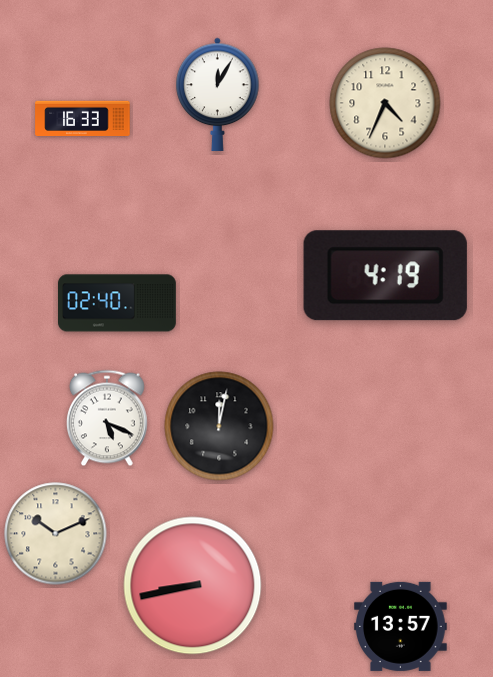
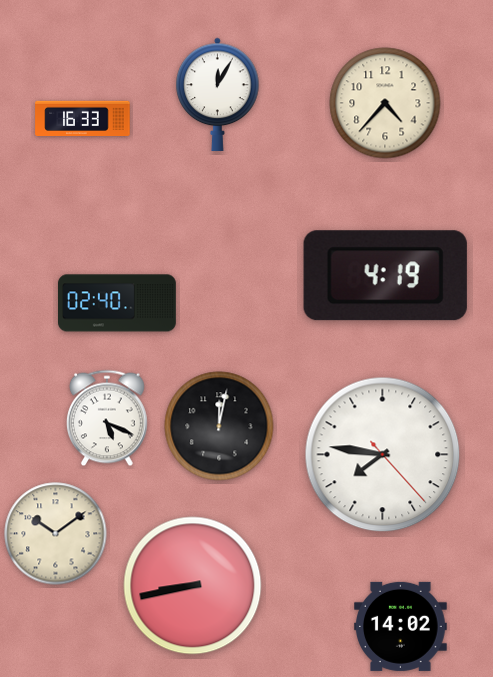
clock at (385, 103): 4:34 -> 4:37
clock at (383, 455): none -> 7:46
clock at (56, 534): 10:11 -> 10:09
clock at (401, 626): 13:57 -> 14:02
